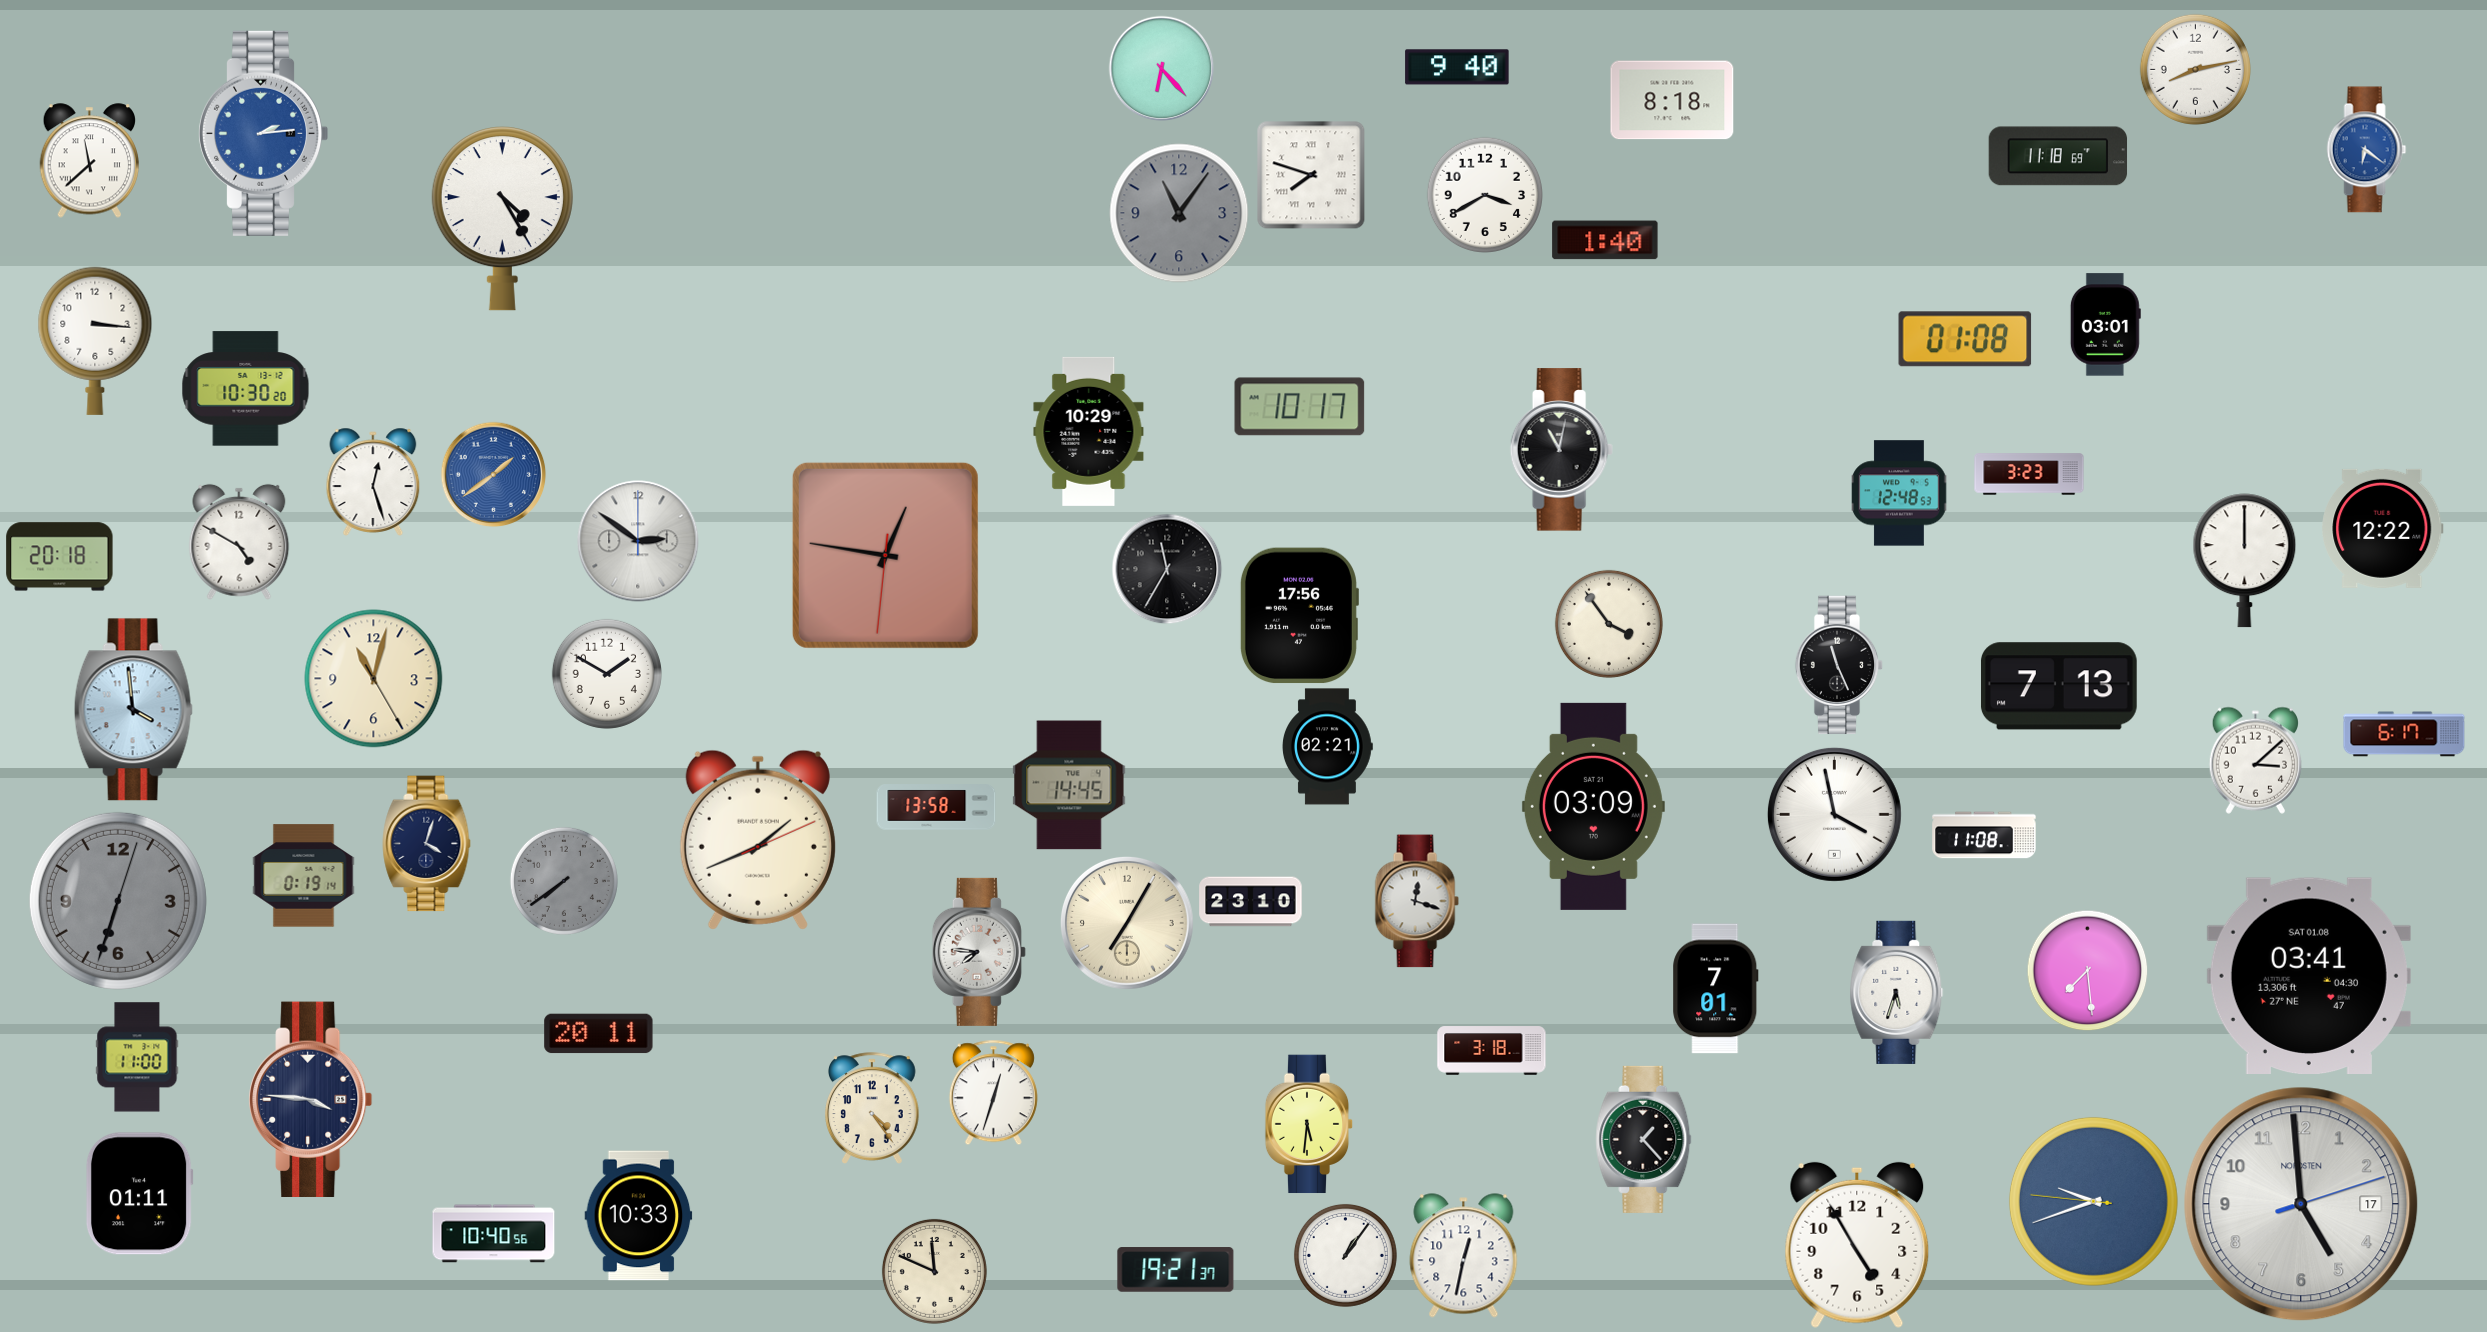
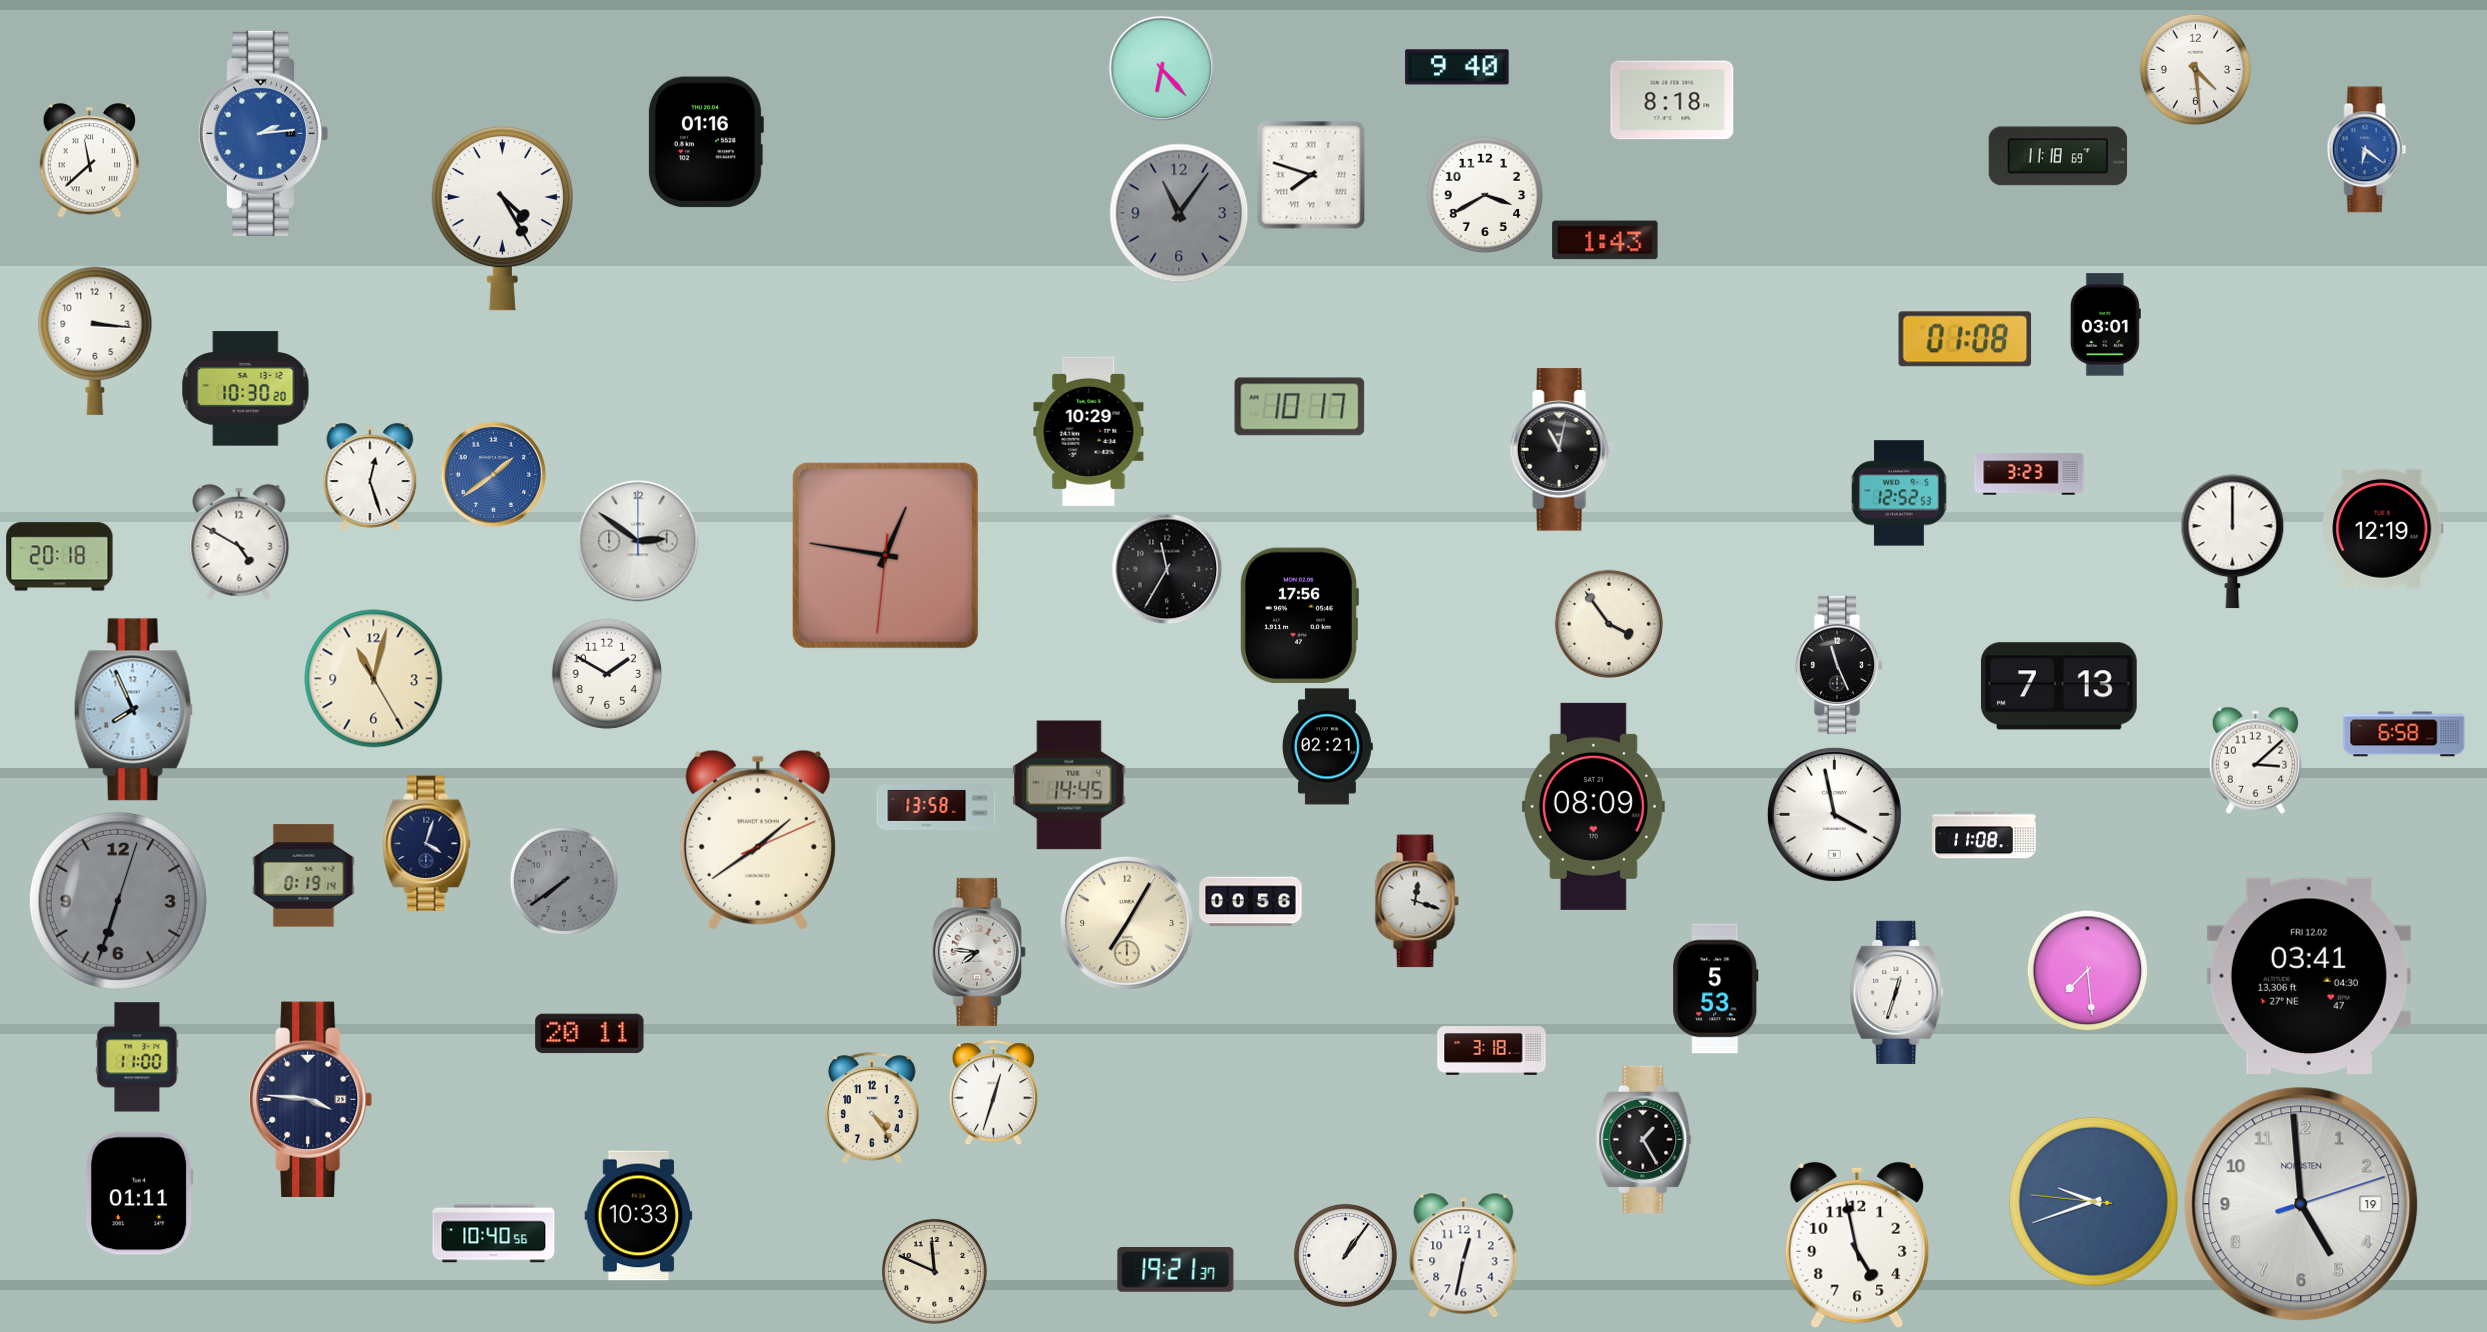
clock at (2195, 69): 8:13 -> 4:29
clock at (705, 142): none -> 01:16
clock at (1605, 240): 1:40 -> 1:43
clock at (373, 482) position: (373, 482) -> (370, 477)
clock at (1899, 493): 12:48 -> 12:52
clock at (2383, 528): 12:22 -> 12:19
clock at (2245, 561) position: (2245, 561) -> (2233, 542)
clock at (133, 710): 3:59 -> 7:56
clock at (2404, 734): 6:17 -> 6:58
clock at (1593, 806): 03:09 -> 08:09
clock at (758, 840): 1:41 -> 1:39
clock at (1251, 902): 23:10 -> 00:56
clock at (2309, 975) date: SAT 01.08 -> FRI 12.02
clock at (1716, 989): 7:01 -> 5:53
clock at (1897, 992): 5:33 -> 12:33
clock at (599, 1034) position: (599, 1034) -> (590, 1034)
clock at (1309, 1124): 5:31 -> none
clock at (1644, 1139): 1:23 -> 1:25
clock at (2301, 1204) date: 17 -> 19
clock at (1857, 1245): 4:55 -> 4:58
